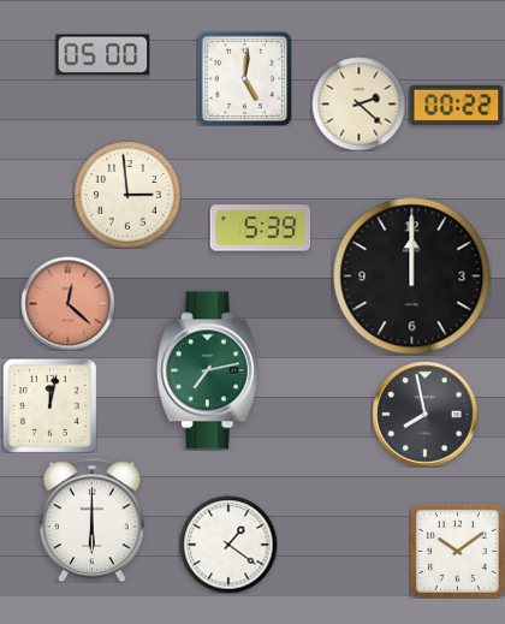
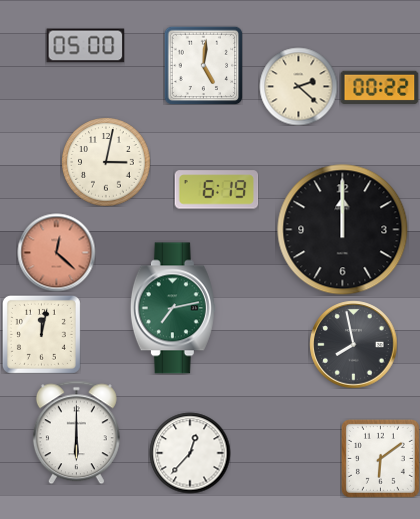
clock at (127, 195): 2:59 -> 3:02
clock at (260, 228): 5:39 -> 6:19
clock at (49, 405) position: (49, 405) -> (41, 334)
clock at (228, 545): 1:21 -> 12:37
clock at (457, 551): 10:09 -> 6:09
